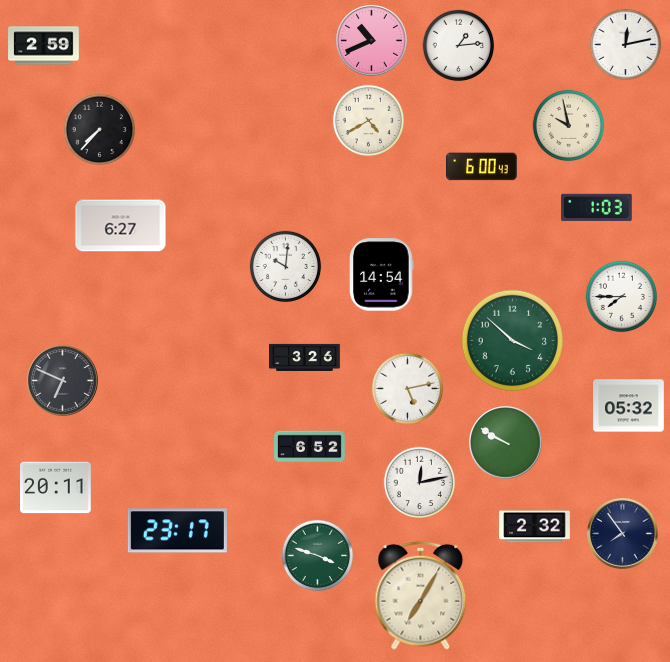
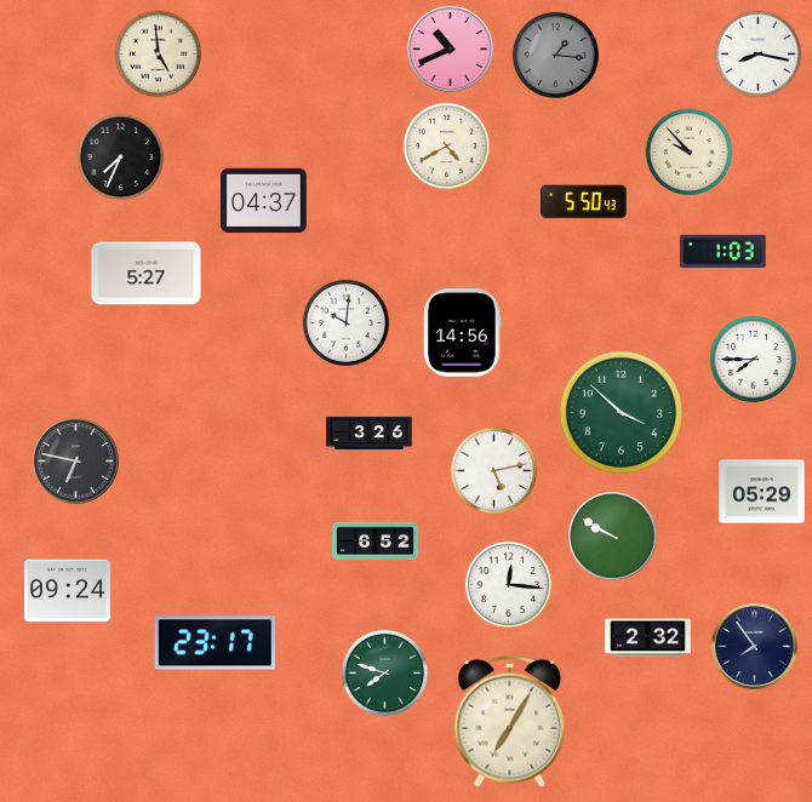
clock at (159, 55): none -> 4:59
clock at (626, 45): 12:13 -> 8:17
clock at (44, 46): 2:59 -> none
clock at (459, 46): 1:14 -> 1:16
clock at (459, 46) dial: white -> grey
clock at (569, 126): 9:58 -> 9:53
clock at (100, 130): 7:37 -> 7:34
clock at (264, 201): none -> 04:37
clock at (482, 167): 6:00 -> 5:50
clock at (121, 226): 6:27 -> 5:27
clock at (382, 275): 14:54 -> 14:56
clock at (63, 381): 6:49 -> 6:47
clock at (629, 406): 05:32 -> 05:29
clock at (420, 483): 12:13 -> 12:16
clock at (56, 488): 20:11 -> 09:24
clock at (318, 556): 3:48 -> 7:48
